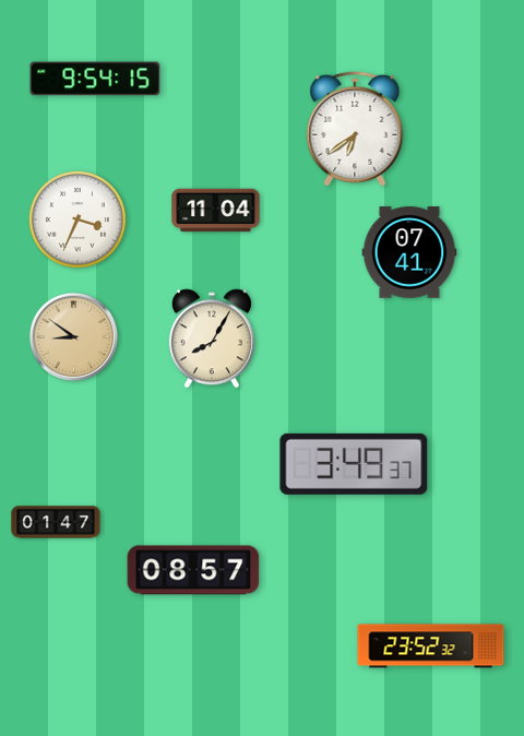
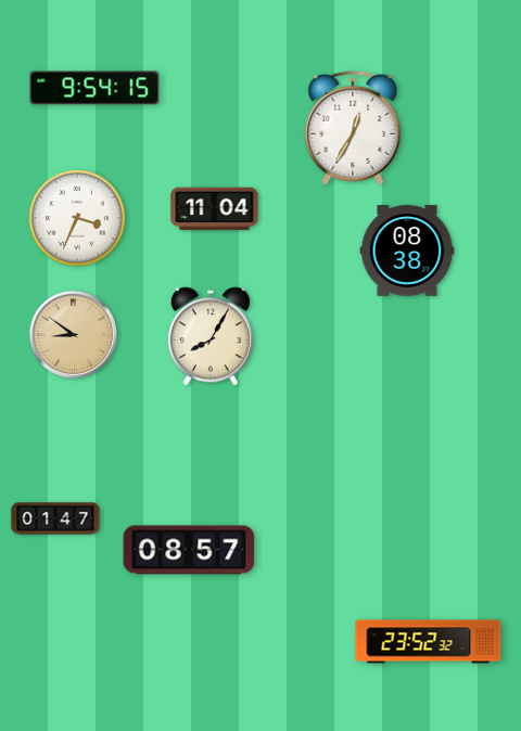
clock at (95, 79) position: (95, 79) -> (94, 88)
clock at (355, 129): 6:39 -> 12:35
clock at (409, 252): 07:41 -> 08:38
clock at (354, 464): 3:49 -> none
clock at (193, 570) position: (193, 570) -> (189, 550)
